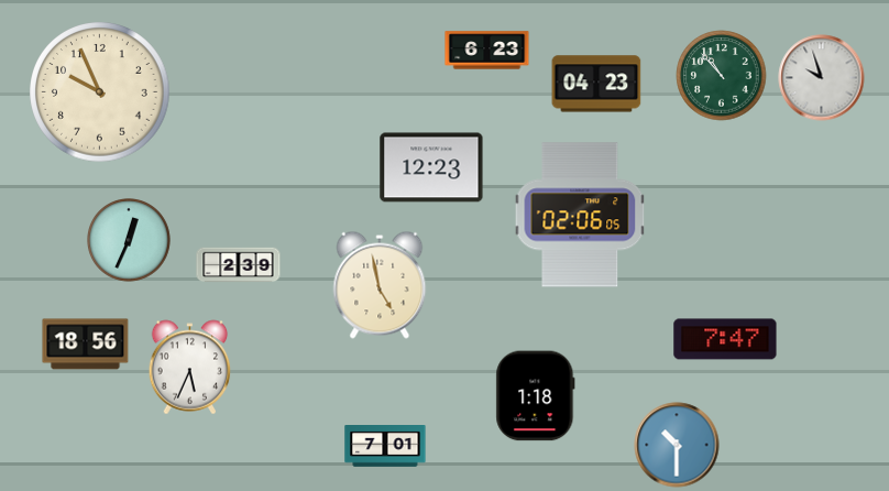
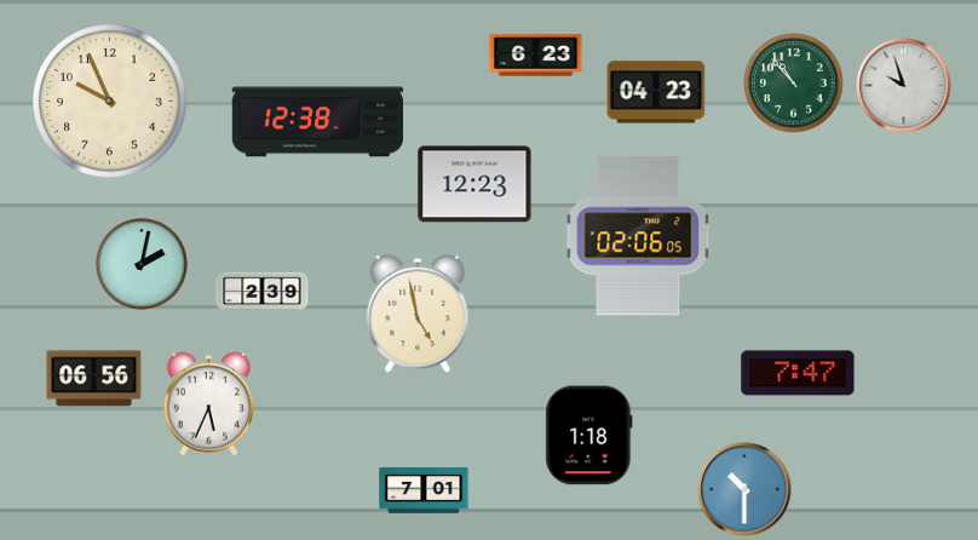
clock at (318, 122): none -> 12:38
clock at (130, 241): 12:34 -> 2:02
clock at (86, 345): 18:56 -> 06:56
